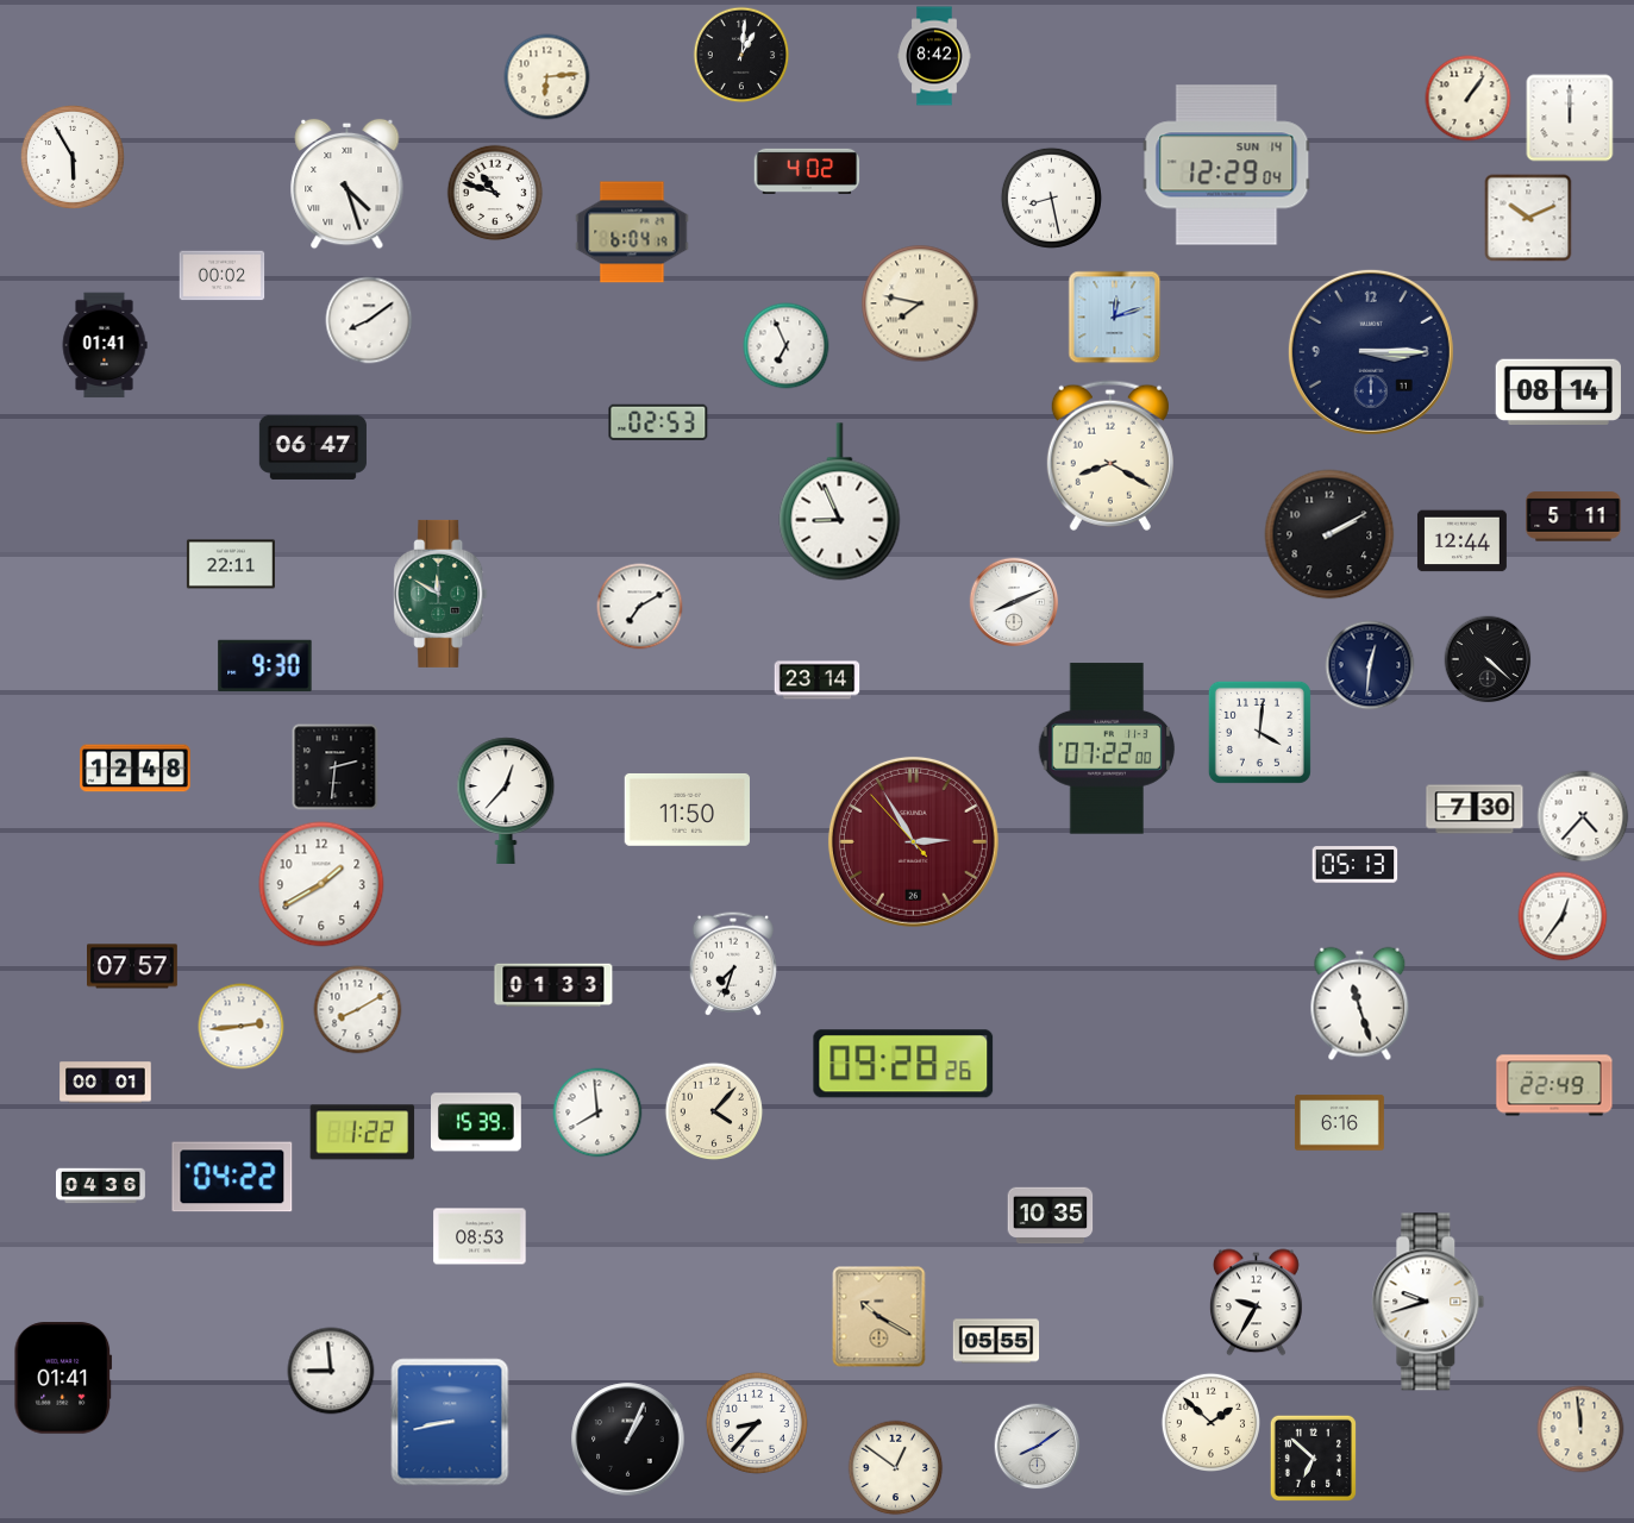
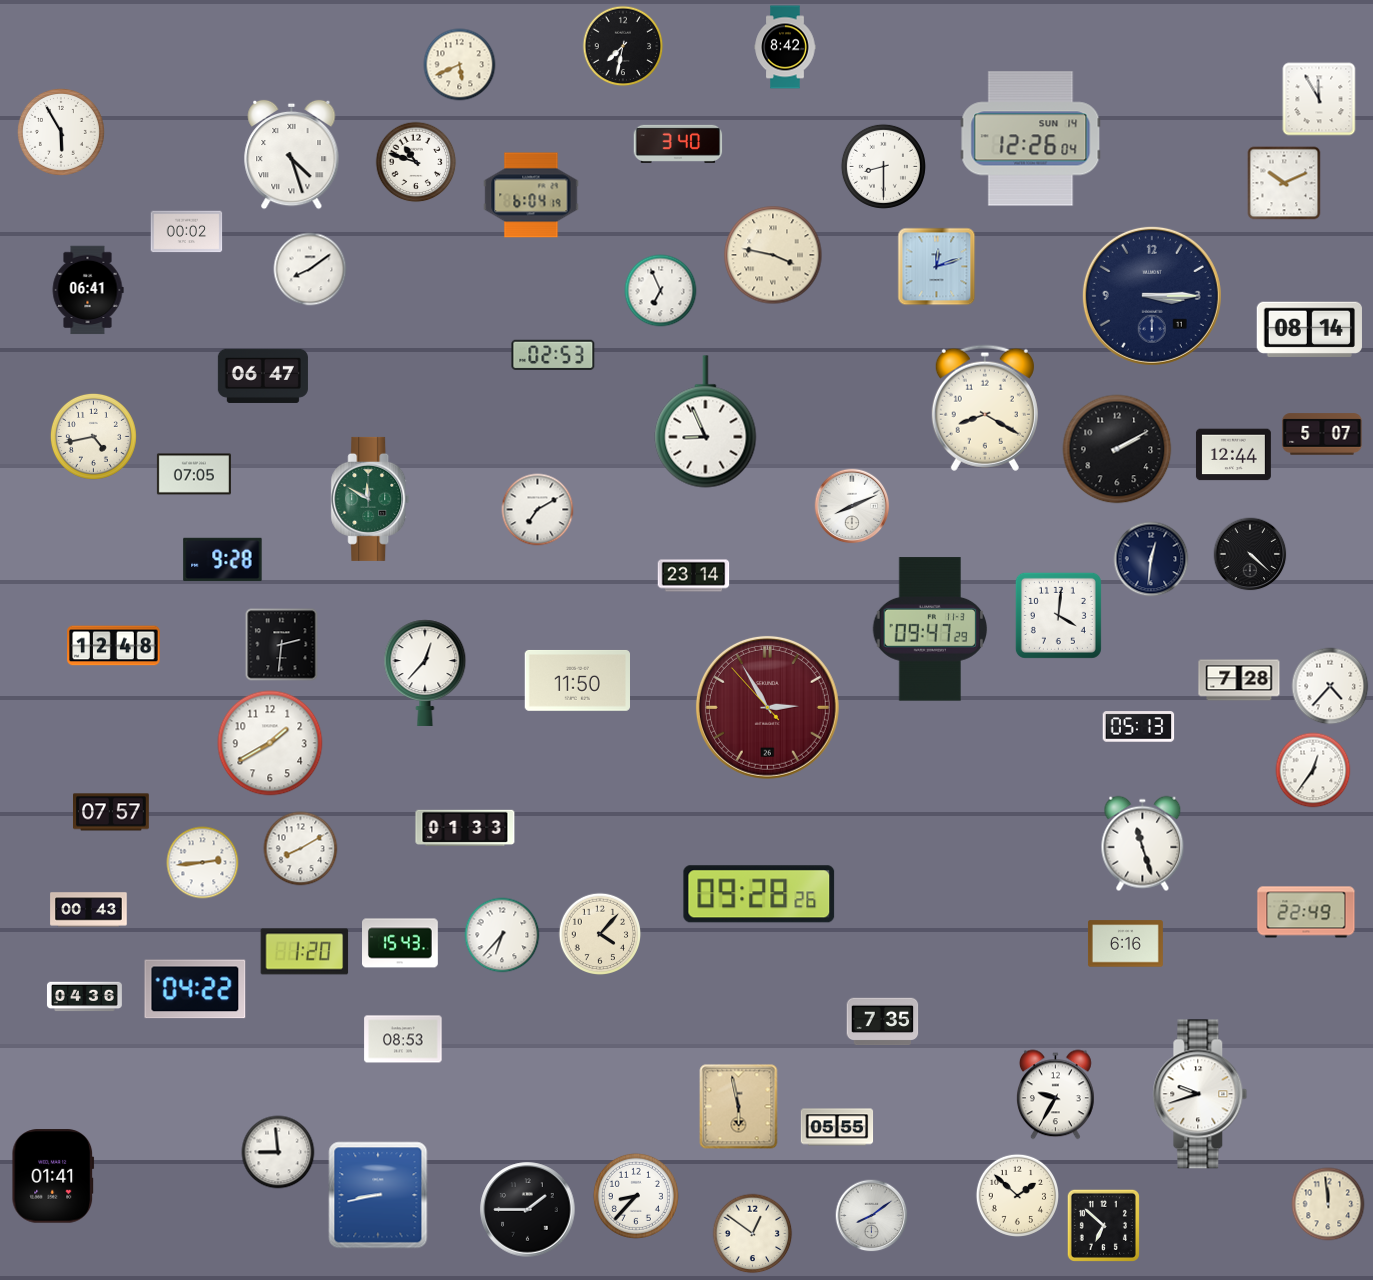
clock at (741, 55): 1:01 -> 7:32
clock at (547, 77): 6:14 -> 5:41
clock at (1469, 99): 1:06 -> none
clock at (1570, 118): 12:00 -> 11:55
clock at (1227, 165): 12:29 -> 12:26
clock at (807, 171): 4:02 -> 3:40
clock at (1051, 198): 8:28 -> 8:30
clock at (920, 303): 7:47 -> 3:47
clock at (105, 345): 01:41 -> 06:41
clock at (1110, 456) position: (1110, 456) -> (985, 408)
clock at (1573, 516): 5:11 -> 5:07
clock at (93, 436): none -> 4:43
clock at (1461, 541) position: (1461, 541) -> (1233, 455)
clock at (231, 564): 22:11 -> 07:05
clock at (265, 666): 9:30 -> 9:28
clock at (818, 681) position: (818, 681) -> (694, 576)
clock at (1107, 748): 07:22 -> 09:47
clock at (1475, 809): 7:30 -> 7:28
clock at (733, 964): 7:33 -> none
clock at (106, 1083): 00:01 -> 00:43
clock at (597, 1113): 7:59 -> 6:37
clock at (477, 1122): 15:39 -> 15:43
clock at (363, 1133): 1:22 -> 1:20
clock at (1051, 1216): 10:35 -> 7:35
clock at (879, 1317): 10:20 -> 5:58
clock at (63, 1378) position: (63, 1378) -> (53, 1176)
clock at (1580, 1429) position: (1580, 1429) -> (1328, 1204)
clock at (628, 1440): 1:04 -> 1:45
